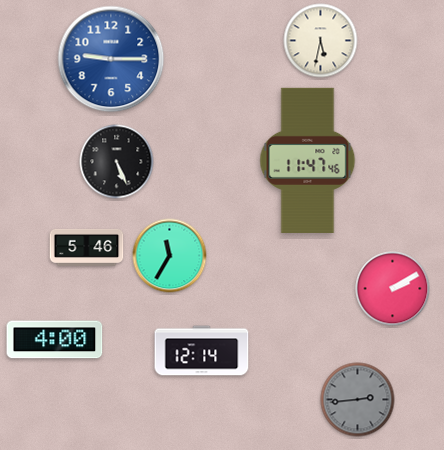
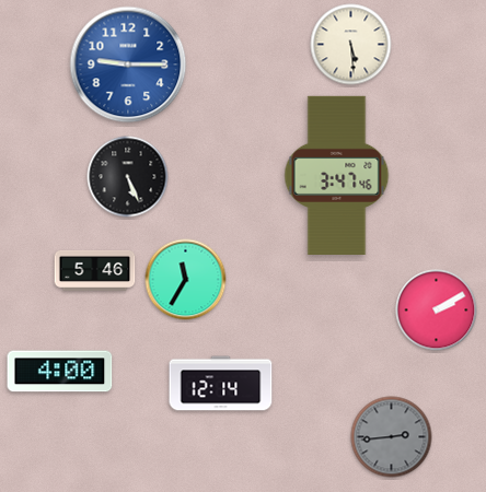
clock at (321, 41): 5:32 -> 5:29
clock at (111, 59) position: (111, 59) -> (128, 65)
clock at (308, 160): 11:47 -> 3:47
clock at (393, 289) position: (393, 289) -> (437, 311)
